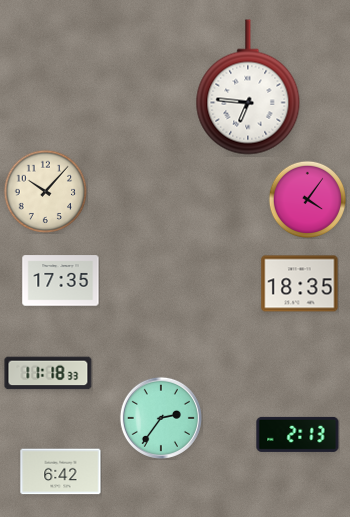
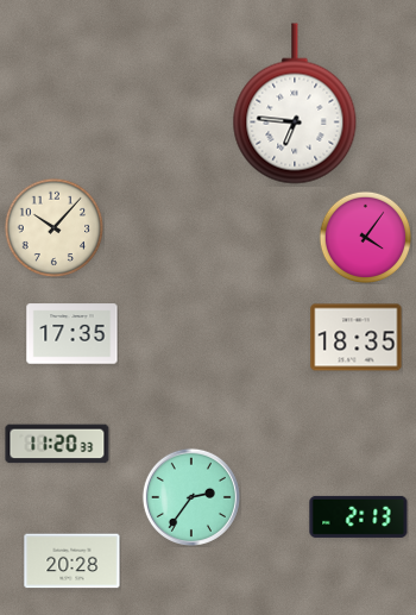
clock at (48, 373): 11:18 -> 11:20
clock at (298, 434) position: (298, 434) -> (359, 516)
clock at (61, 472): 6:42 -> 20:28
